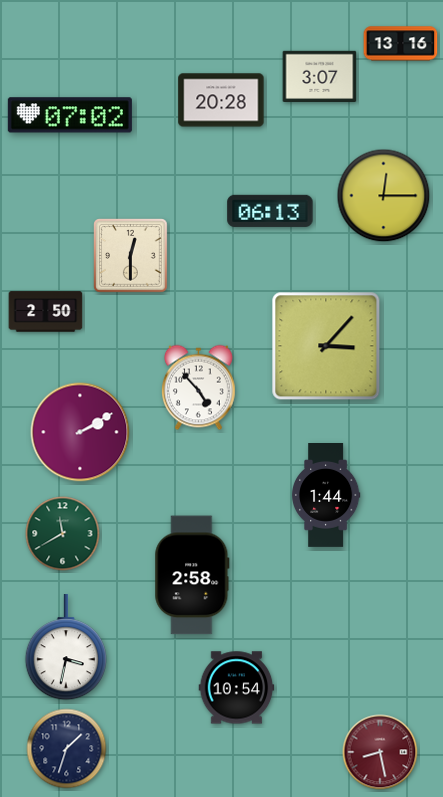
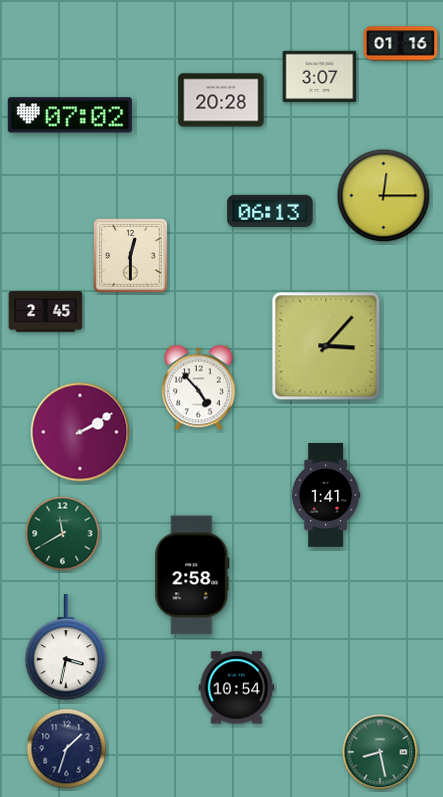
clock at (401, 44): 13:16 -> 01:16
clock at (46, 312): 2:50 -> 2:45
clock at (326, 496): 1:44 -> 1:41
clock at (380, 752) dial: burgundy -> green
